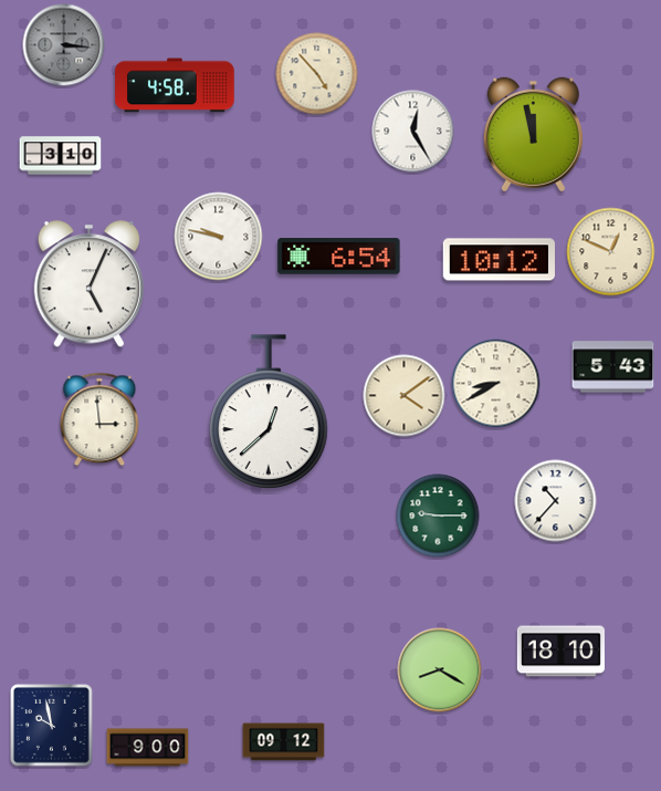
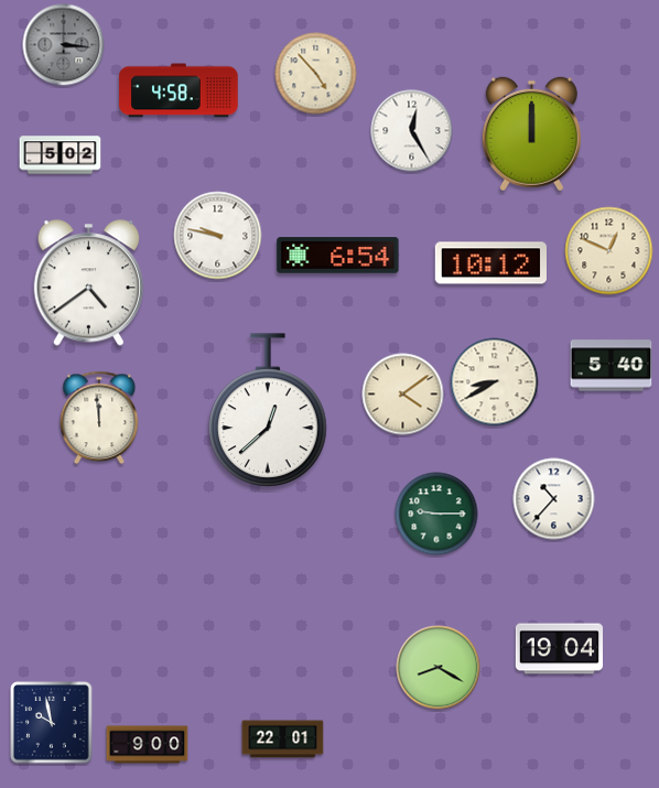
clock at (175, 85) position: (175, 85) -> (179, 90)
clock at (533, 135): 11:58 -> 12:00
clock at (61, 156): 3:10 -> 5:02
clock at (499, 260) position: (499, 260) -> (490, 263)
clock at (88, 284): 5:04 -> 4:39
clock at (613, 367): 5:43 -> 5:40
clock at (99, 419): 2:59 -> 11:59
clock at (560, 652): 18:10 -> 19:04
clock at (284, 742): 09:12 -> 22:01
